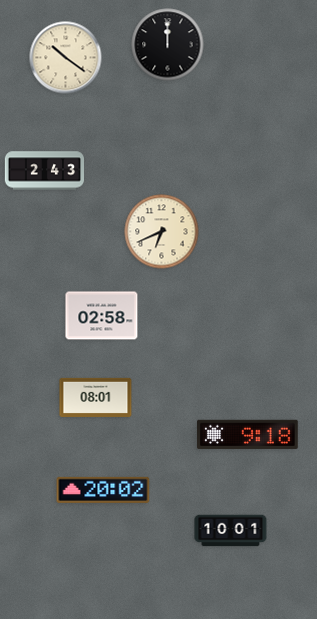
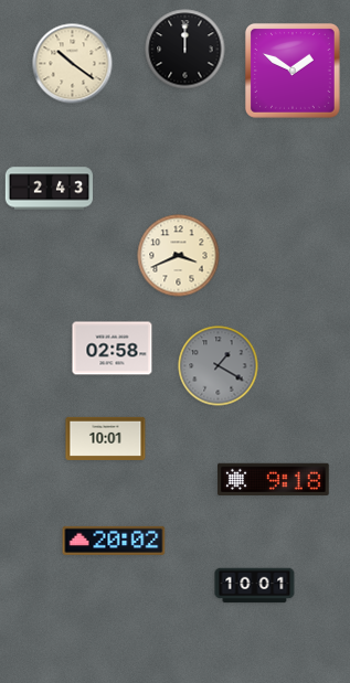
clock at (293, 71): none -> 1:50
clock at (162, 232): 6:41 -> 3:41
clock at (219, 366): none -> 1:20
clock at (96, 397): 08:01 -> 10:01
